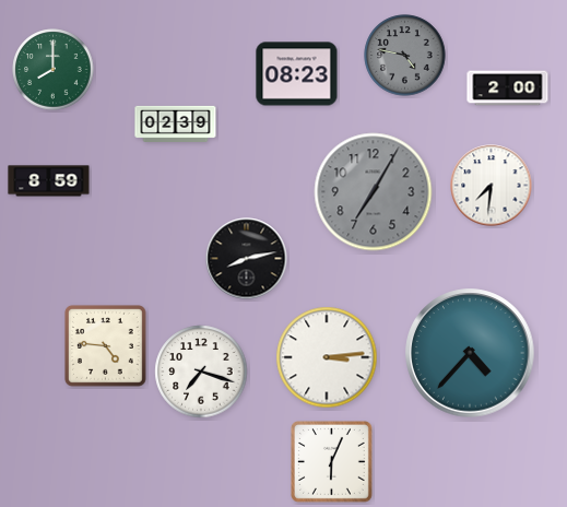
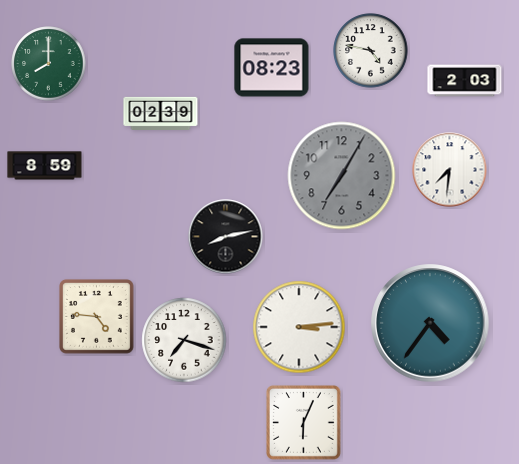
clock at (405, 56) dial: grey -> white
clock at (508, 89): 2:00 -> 2:03
clock at (470, 353): 4:37 -> 4:36
